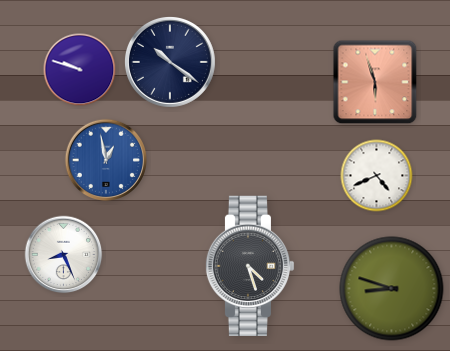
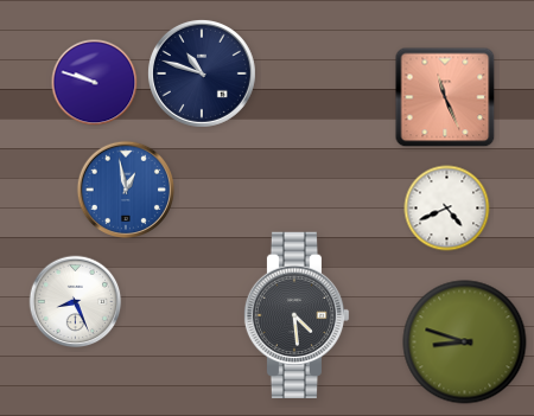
clock at (170, 62): 10:21 -> 10:48
clock at (375, 82): 5:57 -> 11:26
clock at (250, 265): 4:27 -> 4:29
